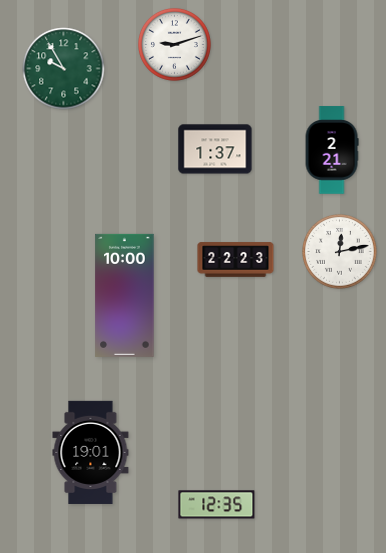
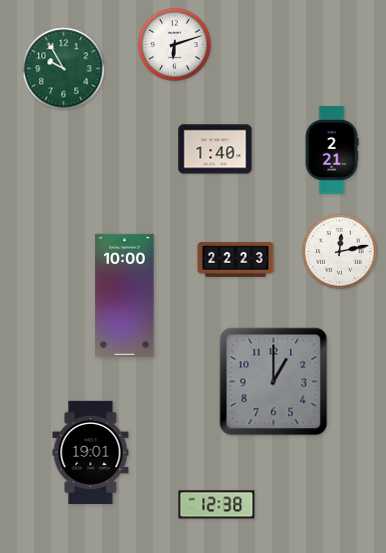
clock at (175, 45): 9:12 -> 6:12
clock at (215, 149): 1:37 -> 1:40
clock at (274, 382): none -> 1:00
clock at (217, 505): 12:35 -> 12:38
